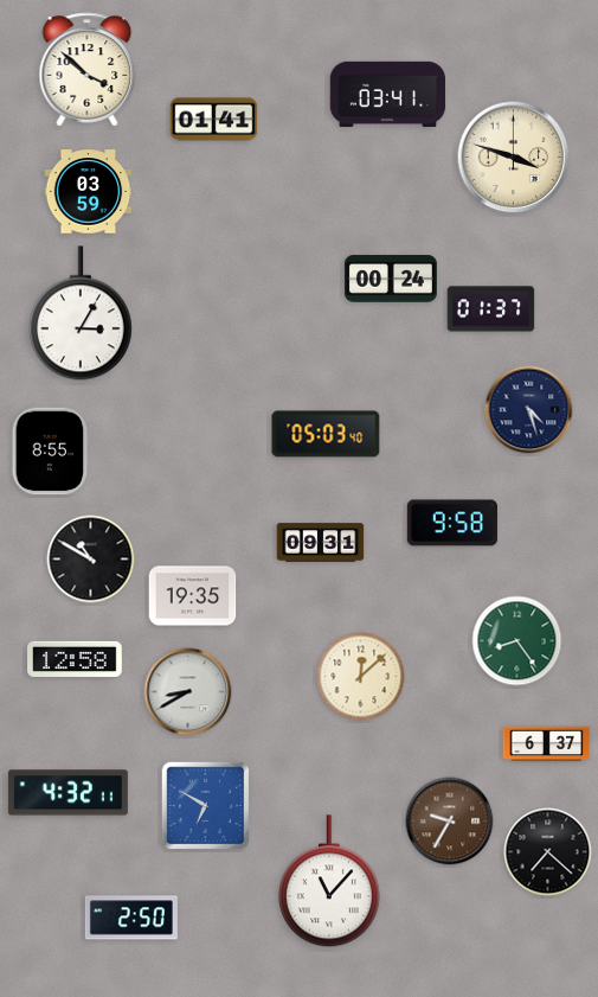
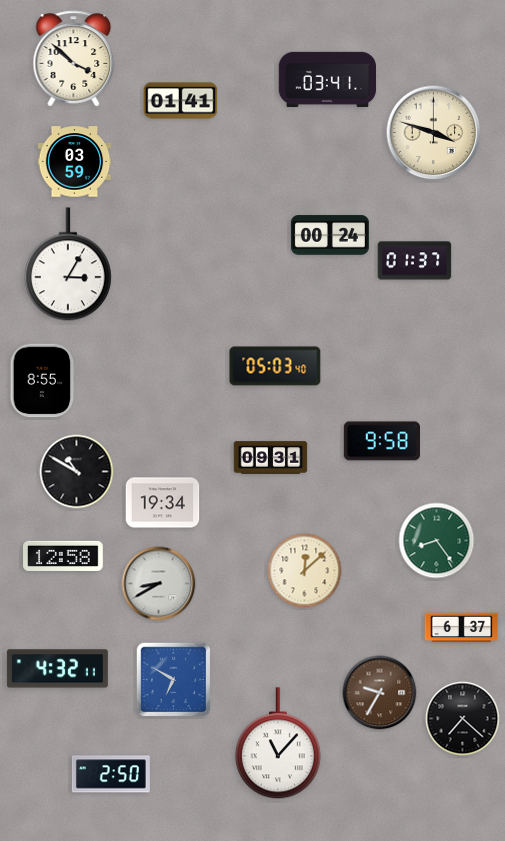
clock at (529, 410): 4:27 -> none
clock at (193, 596): 19:35 -> 19:34
